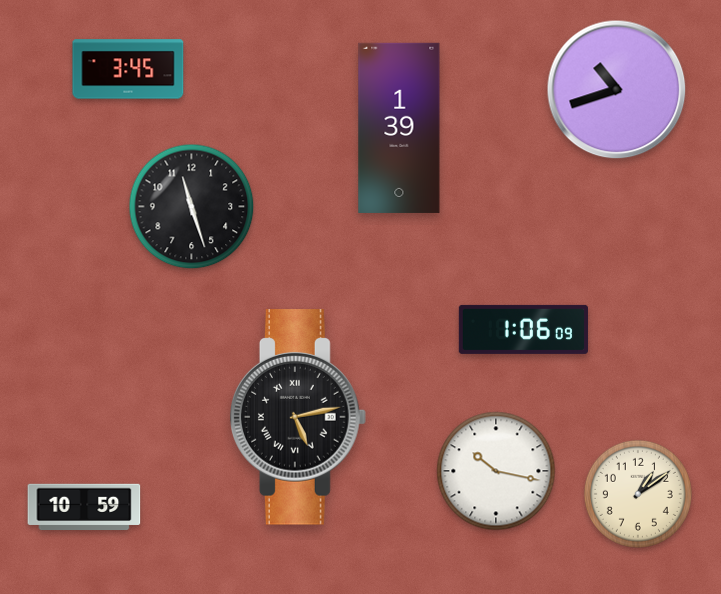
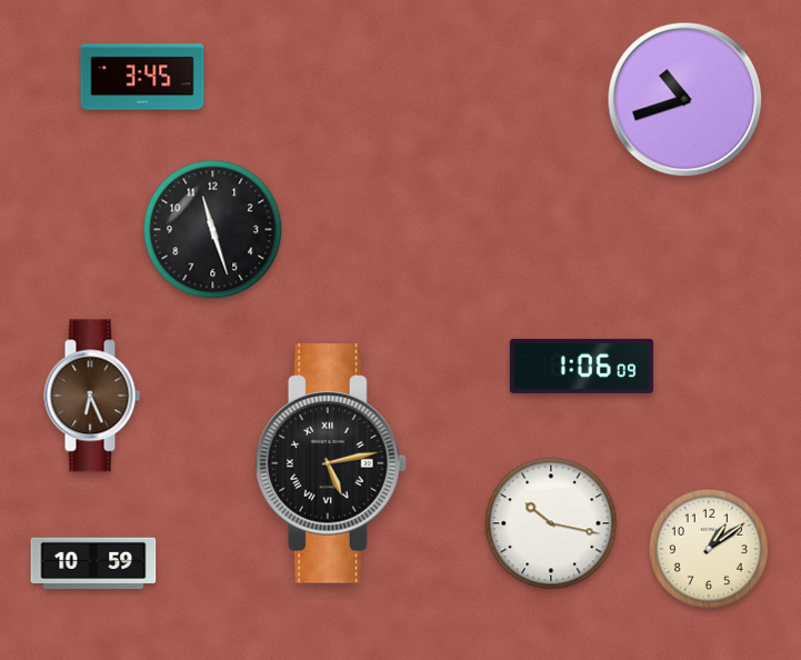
clock at (399, 128): 1:39 -> none
clock at (92, 396): none -> 6:26
